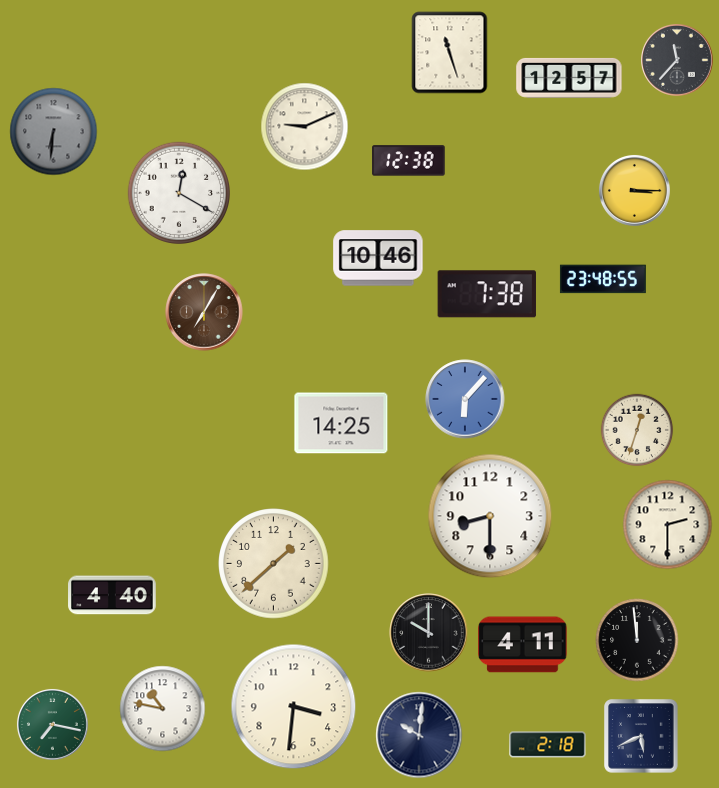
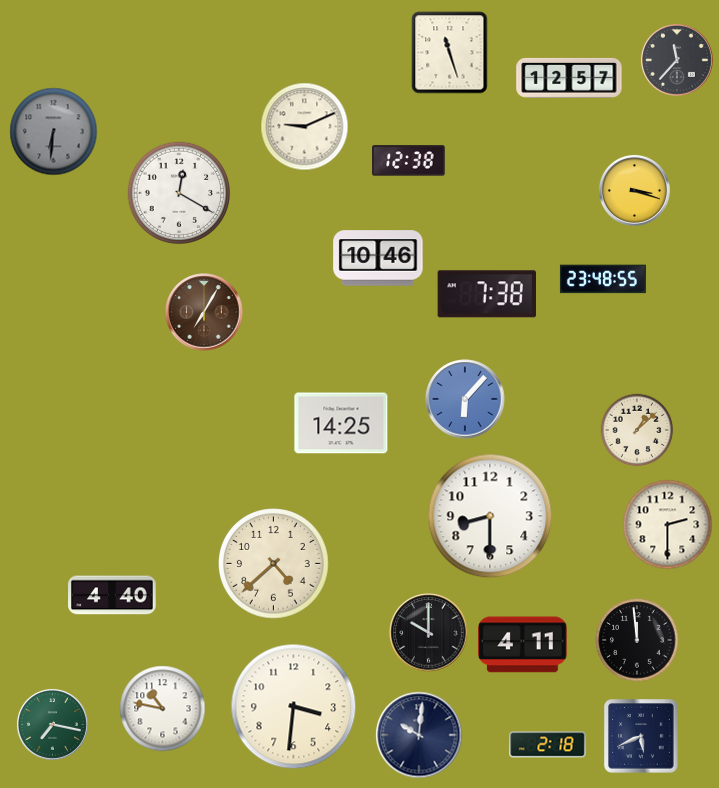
clock at (634, 190): 3:15 -> 3:18
clock at (637, 430): 12:33 -> 1:08
clock at (274, 564): 1:38 -> 4:38
